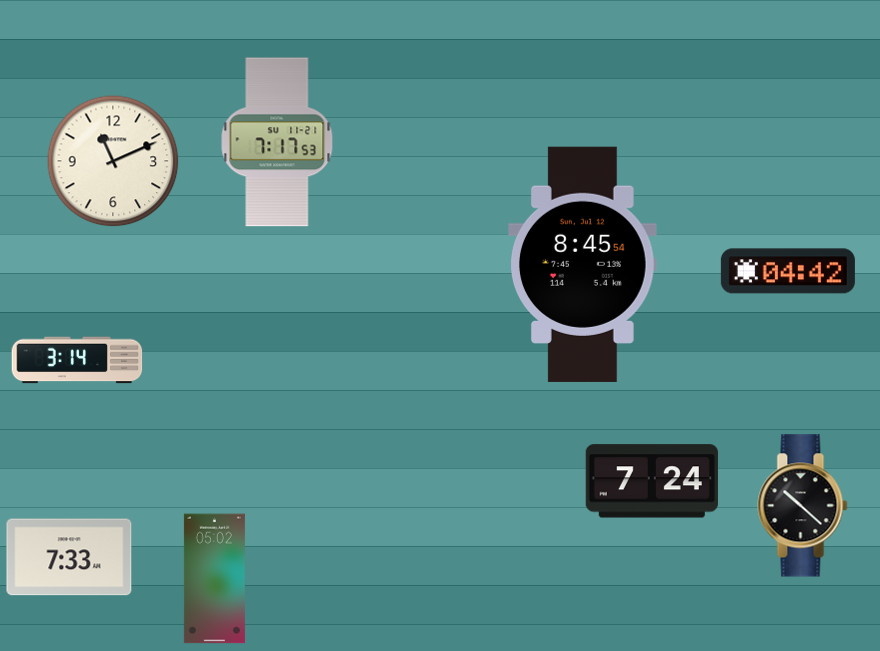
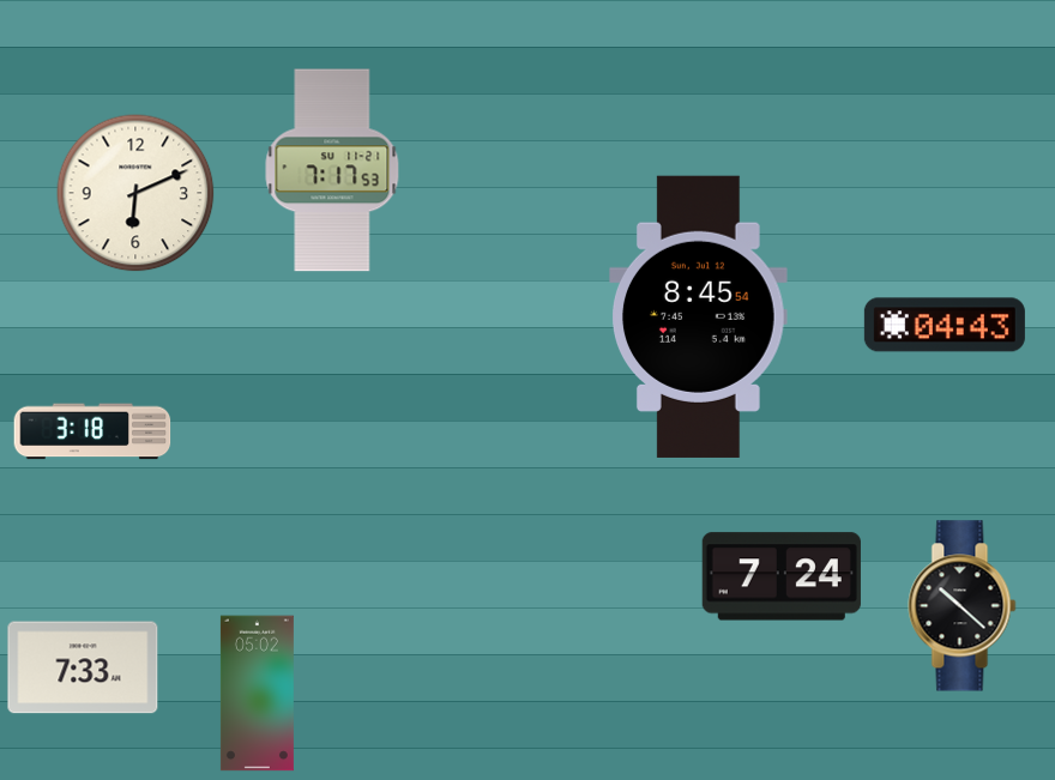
clock at (113, 161): 11:11 -> 6:11
clock at (788, 271): 04:42 -> 04:43
clock at (77, 360): 3:14 -> 3:18
